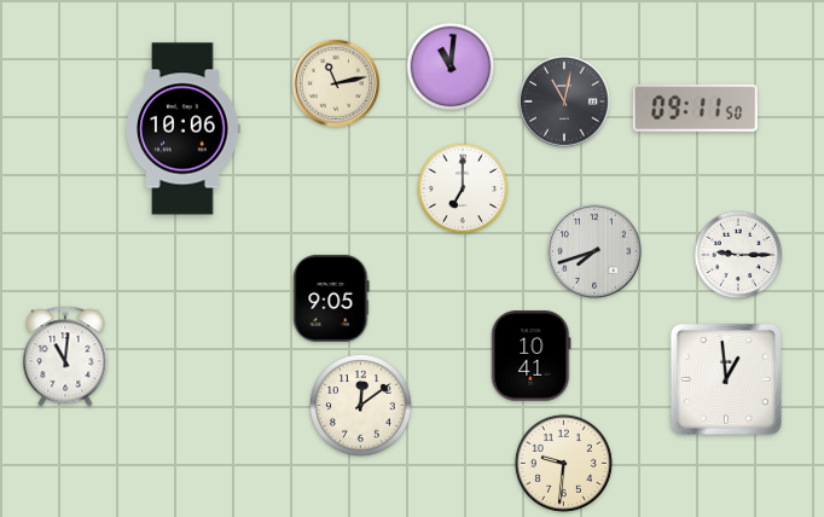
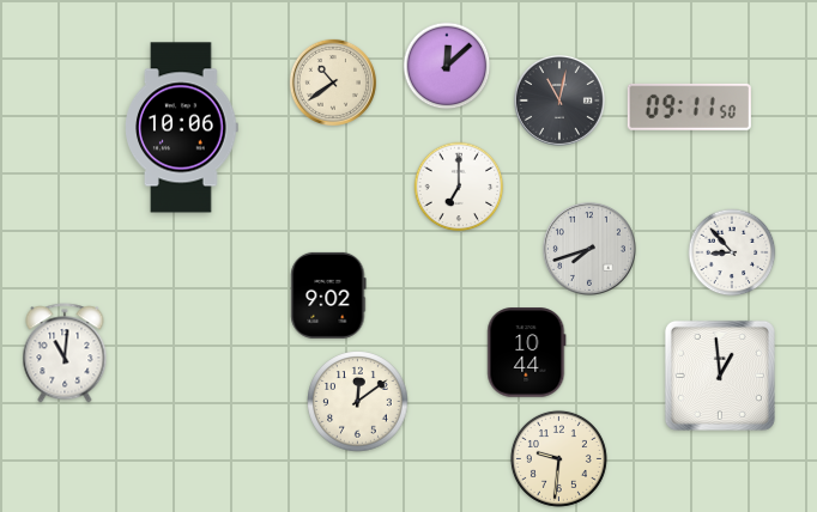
clock at (451, 66): 11:01 -> 12:08
clock at (336, 83): 11:13 -> 10:39
clock at (738, 255): 9:15 -> 8:53
clock at (331, 298): 9:05 -> 9:02
clock at (532, 356): 10:41 -> 10:44
